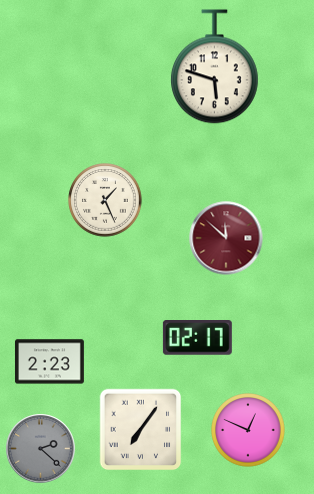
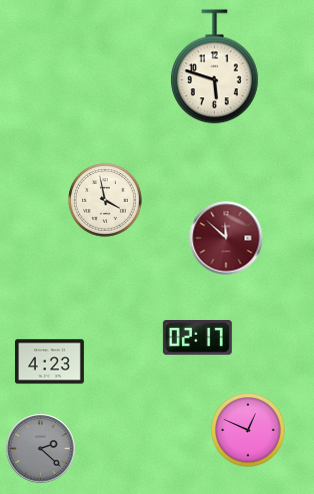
clock at (105, 200): 1:26 -> 3:58
clock at (49, 362): 2:23 -> 4:23
clock at (141, 430): 7:06 -> none
